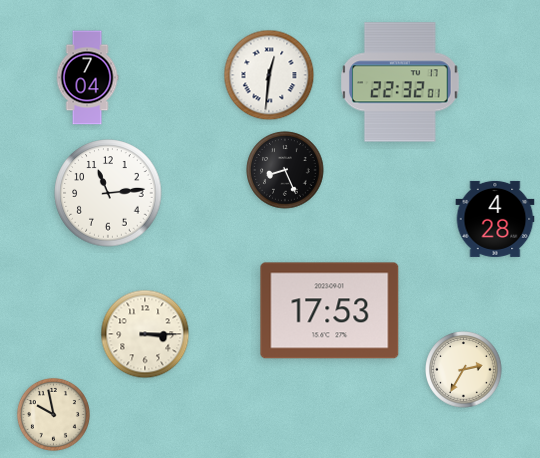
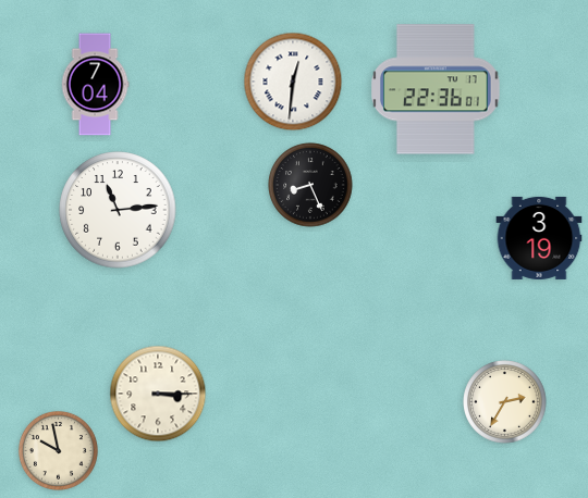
clock at (401, 82): 22:32 -> 22:36
clock at (495, 219): 4:28 -> 3:19
clock at (330, 311): 17:53 -> none
clock at (145, 334) position: (145, 334) -> (158, 394)
